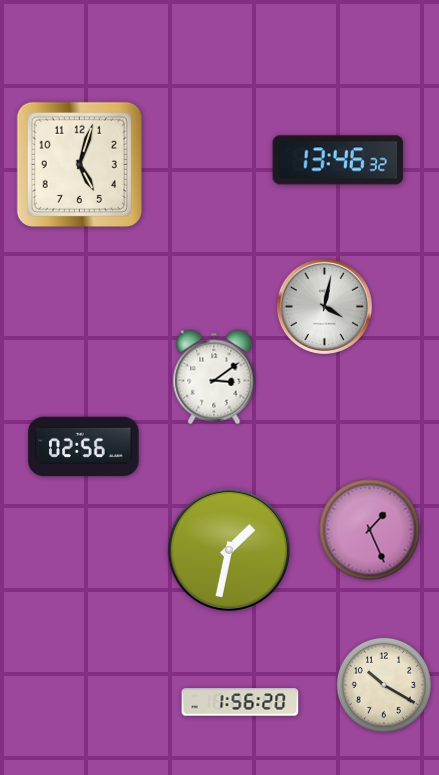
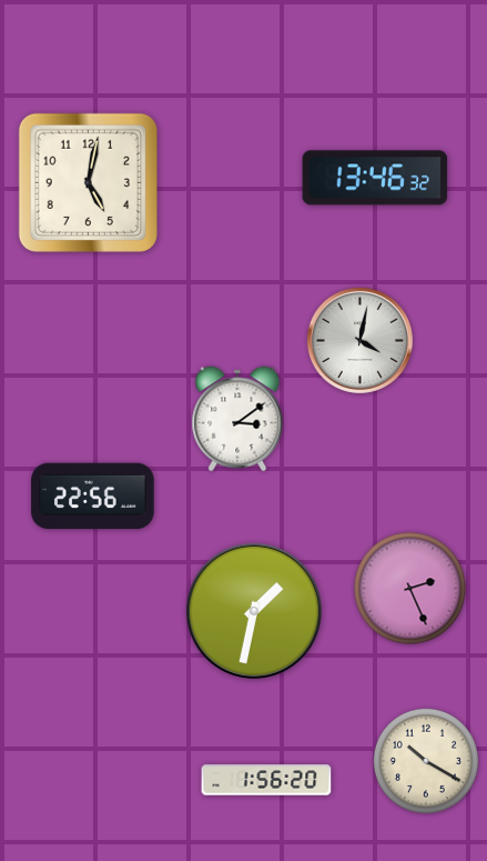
clock at (79, 164): 5:03 -> 5:02
clock at (84, 447): 02:56 -> 22:56
clock at (370, 530): 1:26 -> 2:26
